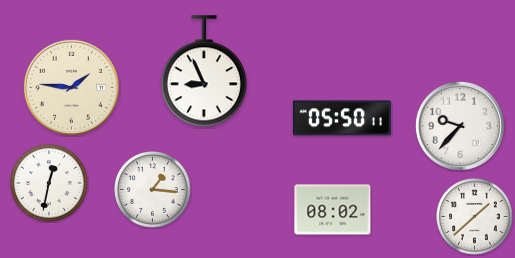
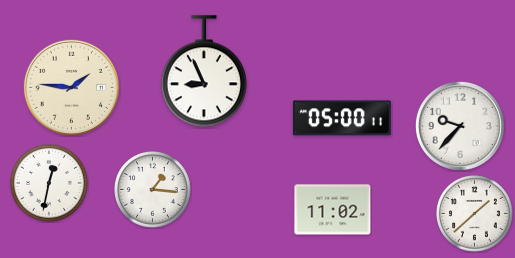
clock at (342, 118): 05:50 -> 05:00
clock at (333, 210): 08:02 -> 11:02
clock at (475, 217) position: (475, 217) -> (475, 214)
